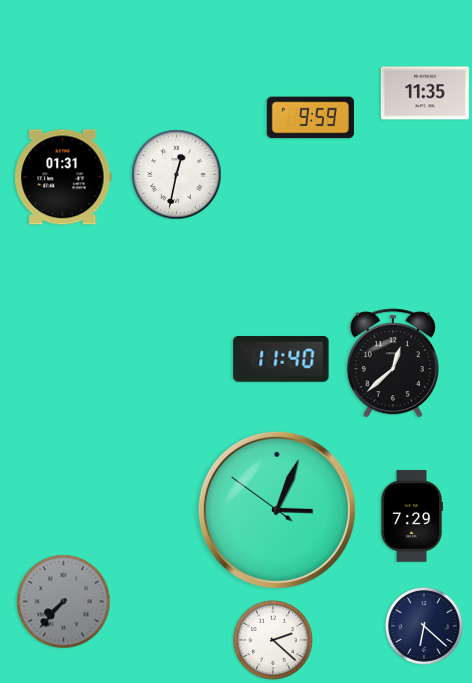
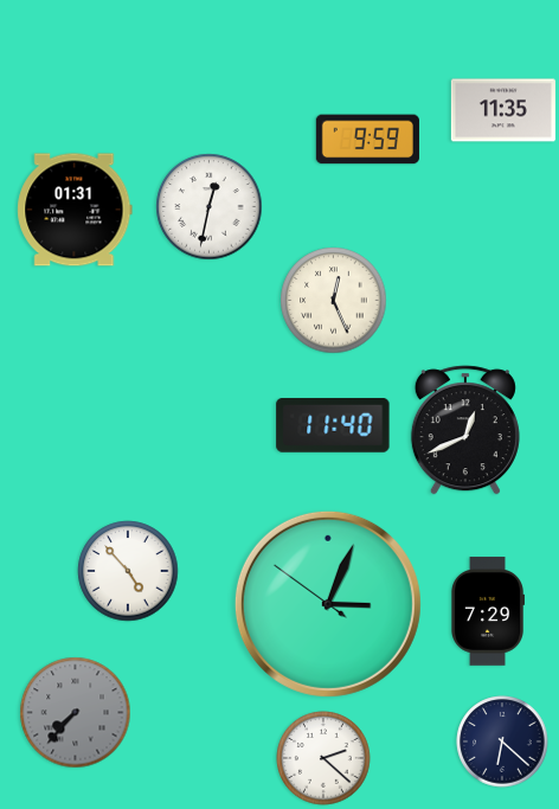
clock at (334, 301): none -> 12:26
clock at (393, 363): 12:38 -> 12:41
clock at (128, 571): none -> 4:53
